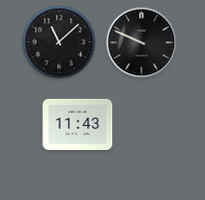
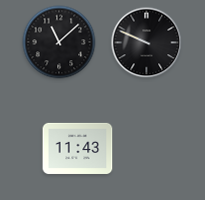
clock at (142, 43) position: (142, 43) -> (147, 43)
clock at (78, 124) position: (78, 124) -> (78, 148)
